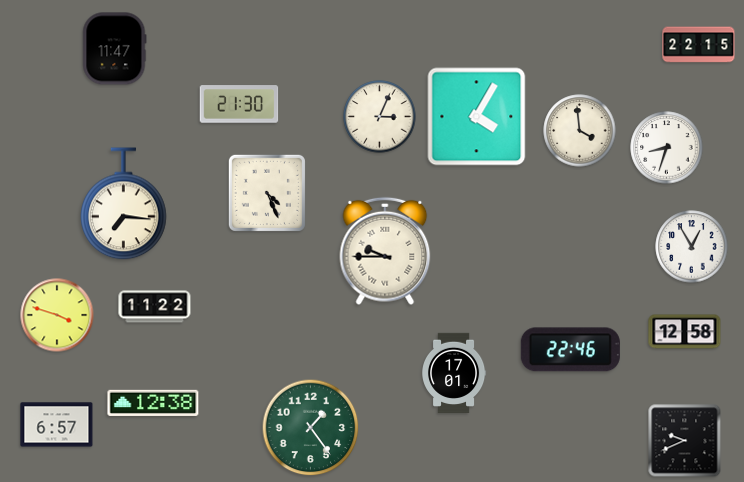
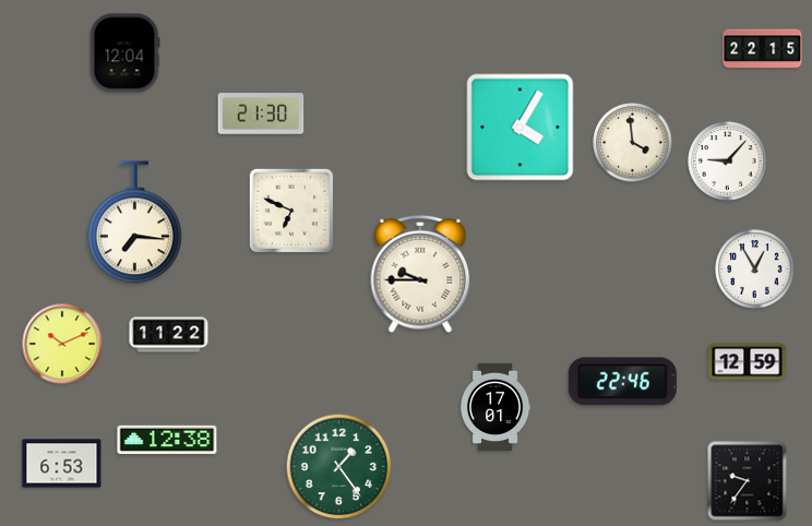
clock at (115, 49): 11:47 -> 12:04
clock at (380, 117): 3:04 -> none
clock at (667, 148): 8:33 -> 9:07
clock at (267, 193): 4:26 -> 6:49
clock at (57, 315): 3:48 -> 10:11
clock at (685, 332): 12:58 -> 12:59
clock at (57, 425): 6:57 -> 6:53
clock at (685, 441): 9:41 -> 9:36
